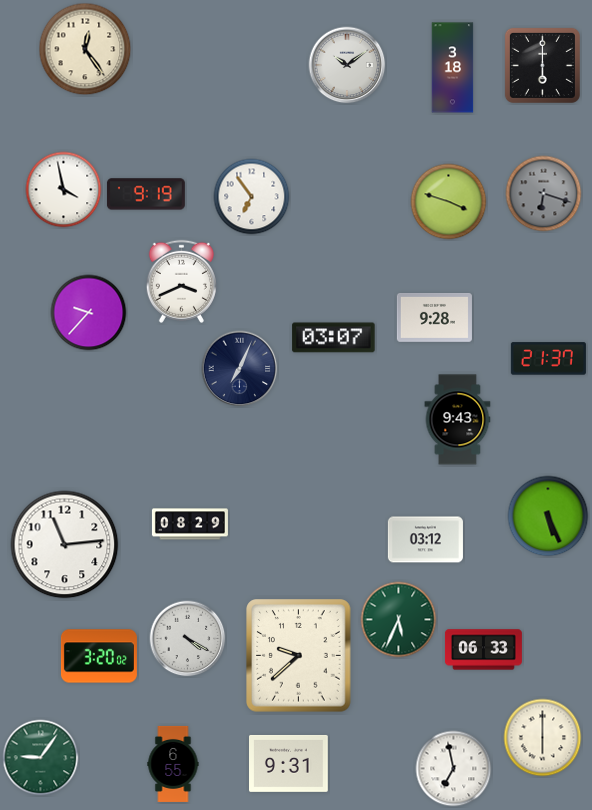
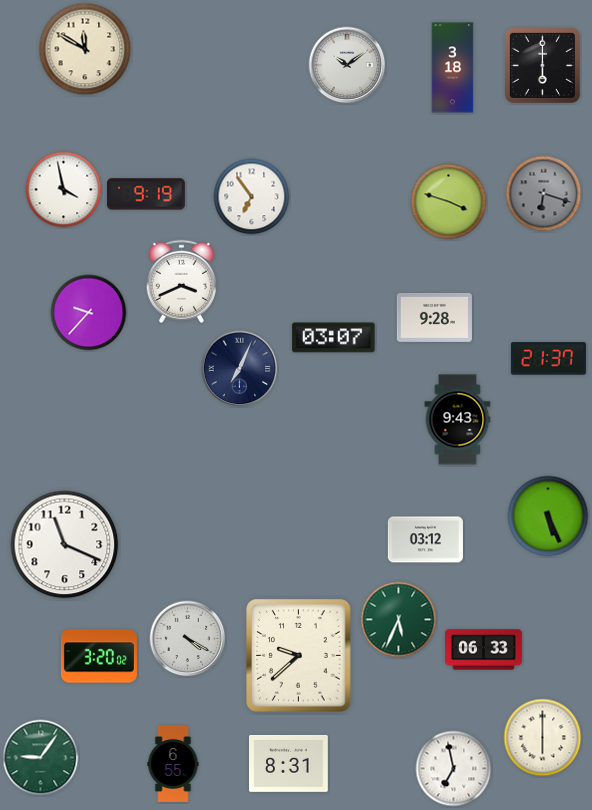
clock at (85, 49): 12:24 -> 11:50
clock at (190, 524): 08:29 -> none
clock at (65, 545): 11:14 -> 11:19
clock at (289, 763): 9:31 -> 8:31
